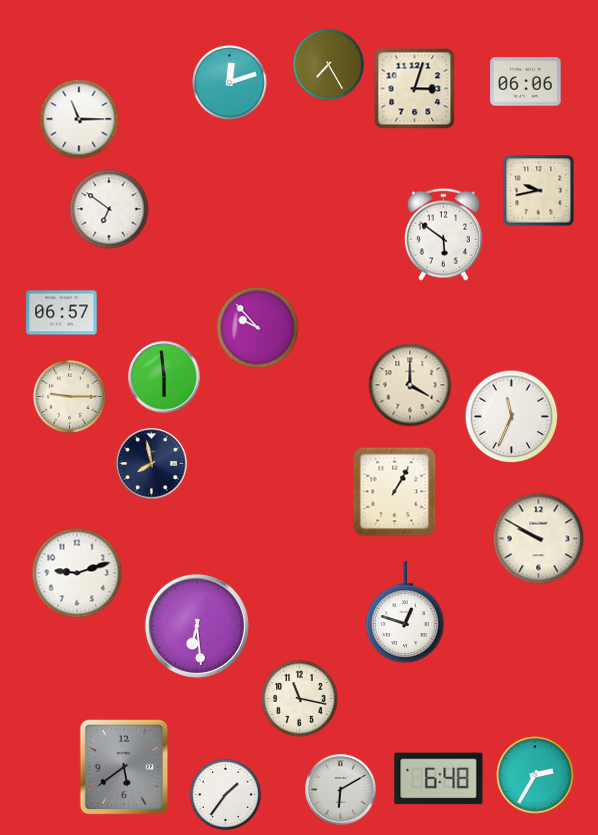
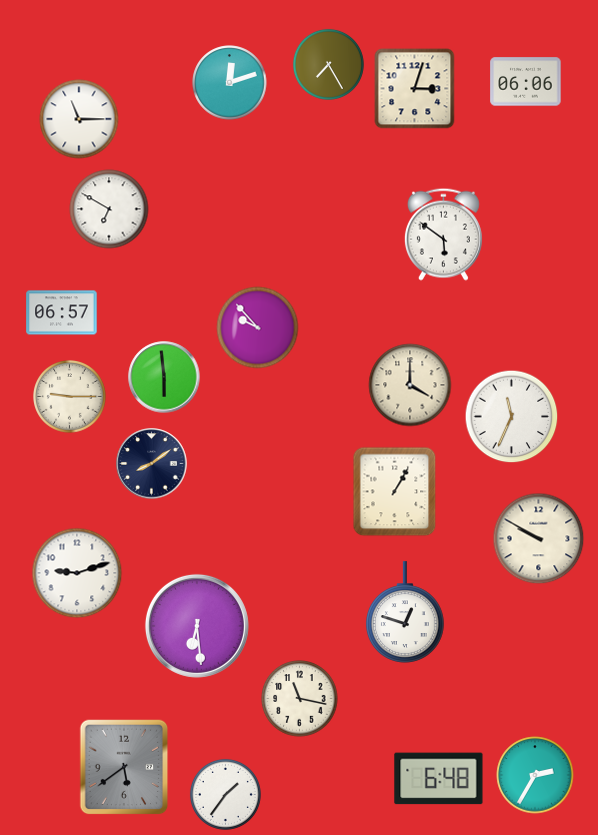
clock at (539, 191): 9:43 -> none
clock at (109, 209): 6:51 -> 6:50
clock at (152, 464): 7:58 -> 8:09
clock at (341, 790): 6:10 -> none
